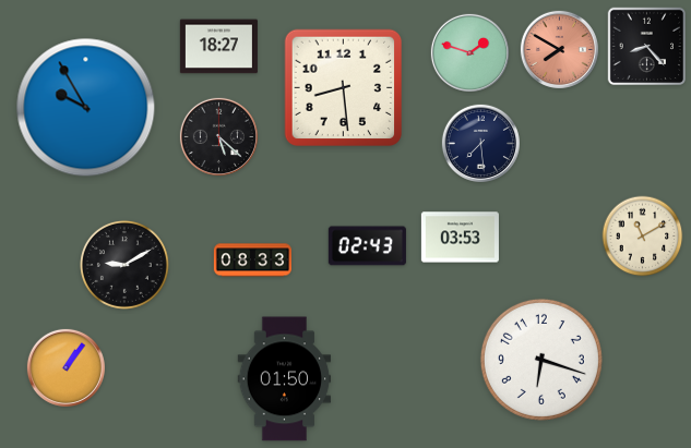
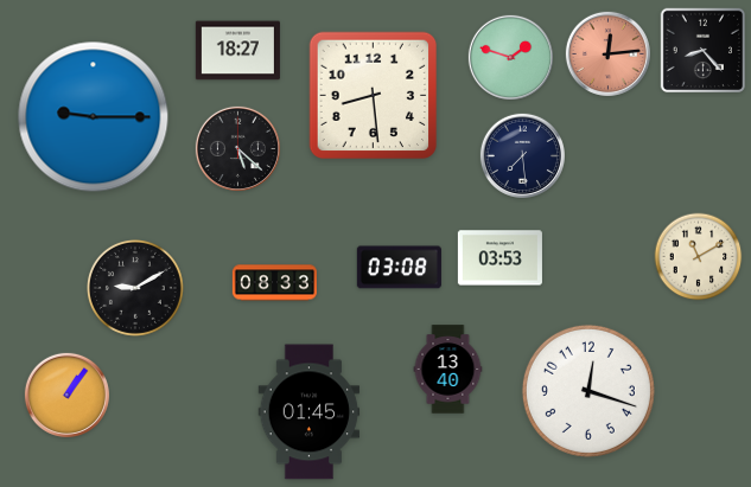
clock at (559, 49): 7:50 -> 12:14
clock at (86, 108): 9:55 -> 9:15
clock at (367, 246): 02:43 -> 03:08
clock at (448, 370): none -> 13:40
clock at (541, 360): 6:18 -> 12:18
clock at (65, 367) position: (65, 367) -> (66, 395)
clock at (285, 379): 01:50 -> 01:45
